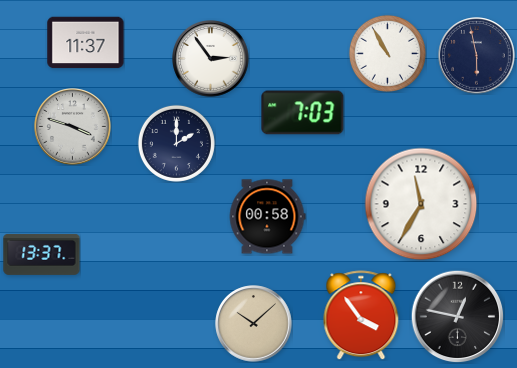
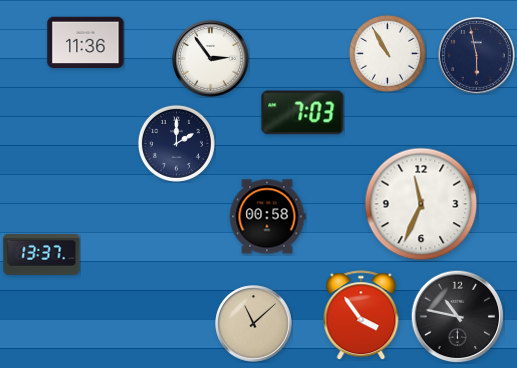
clock at (86, 43): 11:37 -> 11:36
clock at (73, 127): 3:48 -> none
clock at (421, 204): 11:35 -> 11:34
clock at (457, 316): 12:47 -> 10:47
clock at (254, 324): 10:08 -> 11:08
